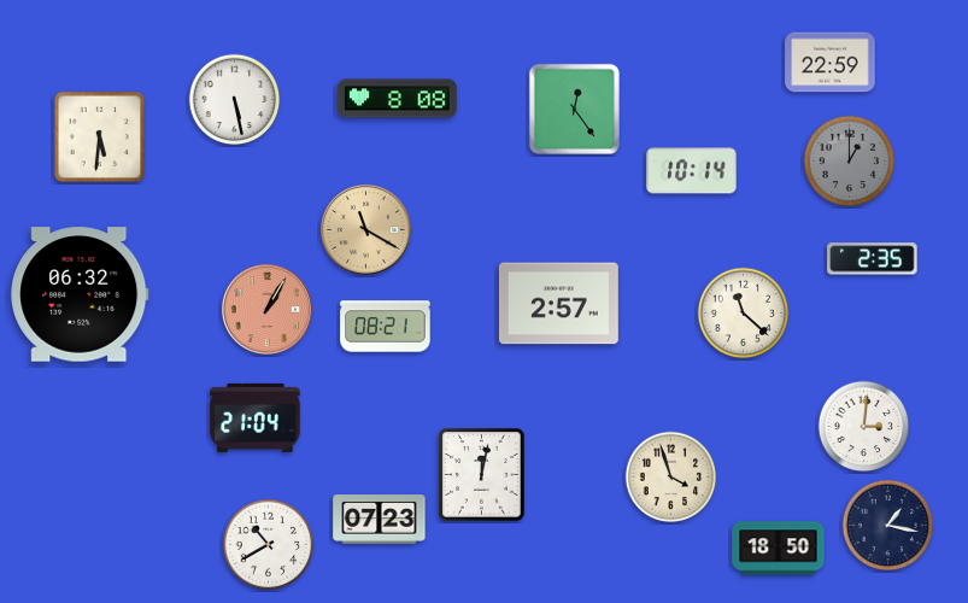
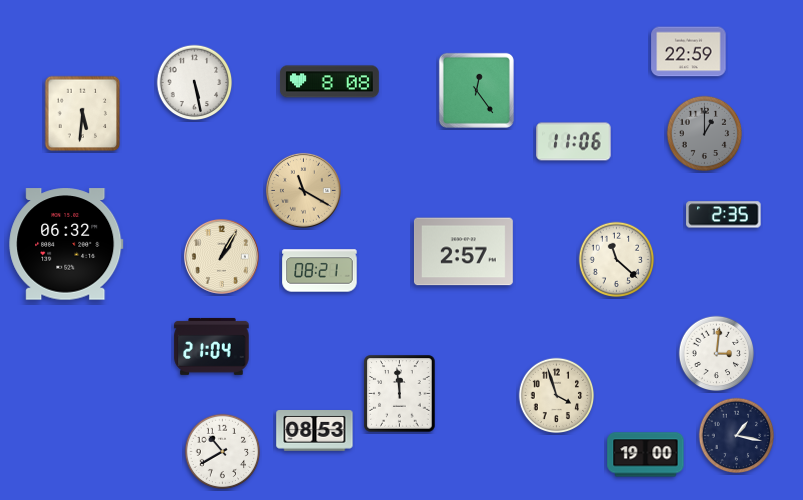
clock at (692, 171): 10:14 -> 11:06
clock at (266, 309) dial: salmon -> cream
clock at (482, 475): 12:02 -> 11:59
clock at (380, 520): 07:23 -> 08:53
clock at (779, 549): 18:50 -> 19:00
